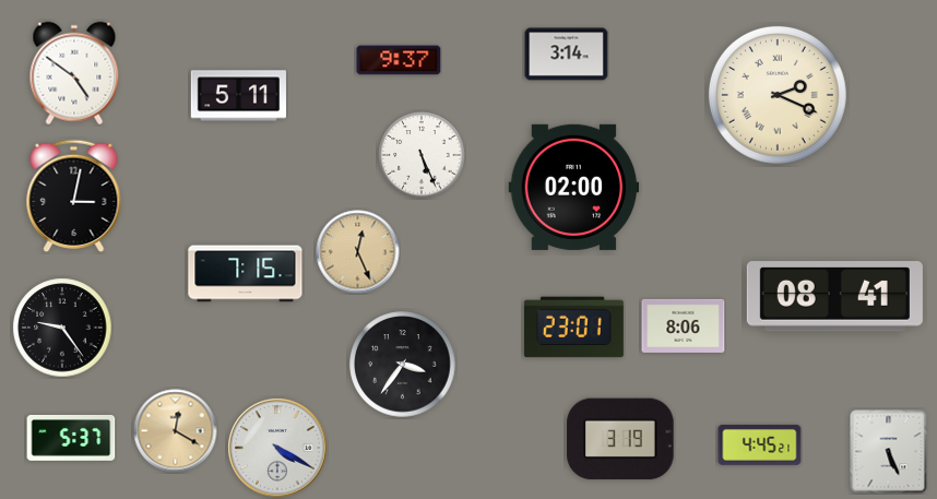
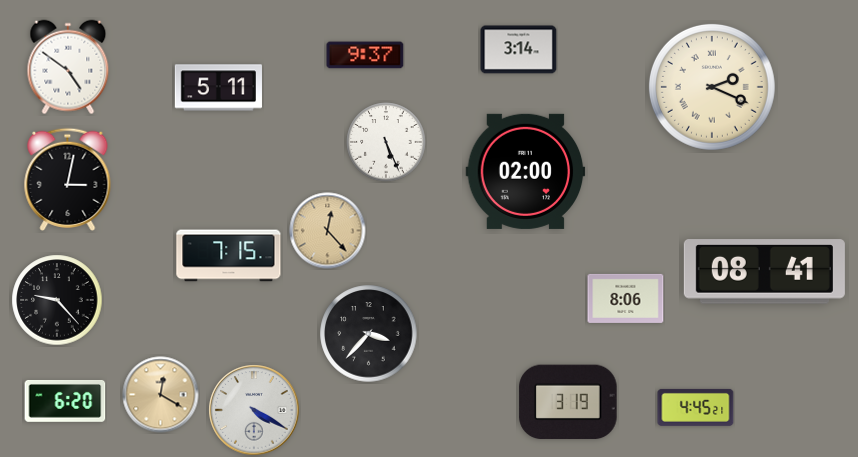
clock at (358, 252): 12:26 -> 12:23
clock at (246, 274) position: (246, 274) -> (229, 256)
clock at (62, 328): 9:24 -> 9:23
clock at (573, 328): 23:01 -> none
clock at (403, 365): 3:36 -> 3:37
clock at (71, 438): 5:37 -> 6:20
clock at (889, 452): 5:26 -> none
